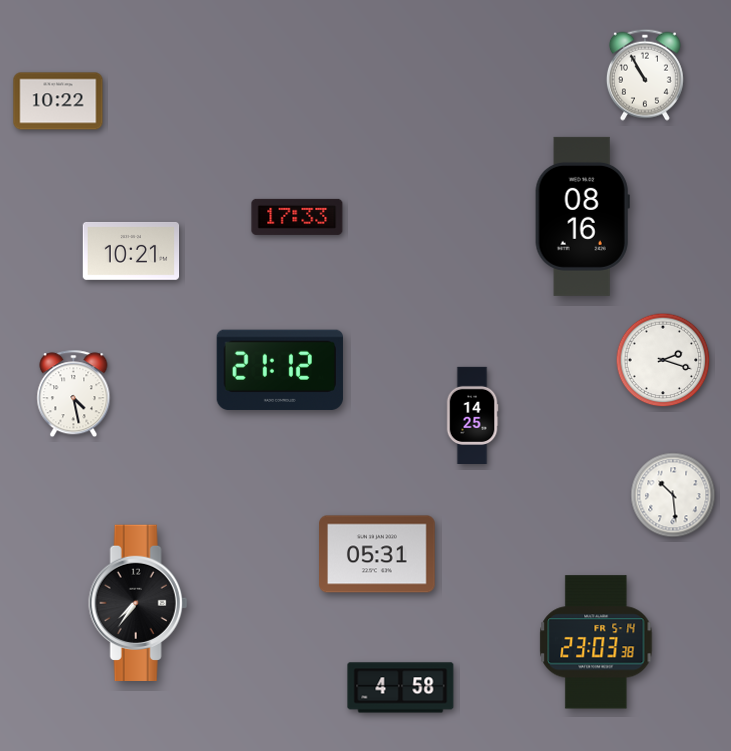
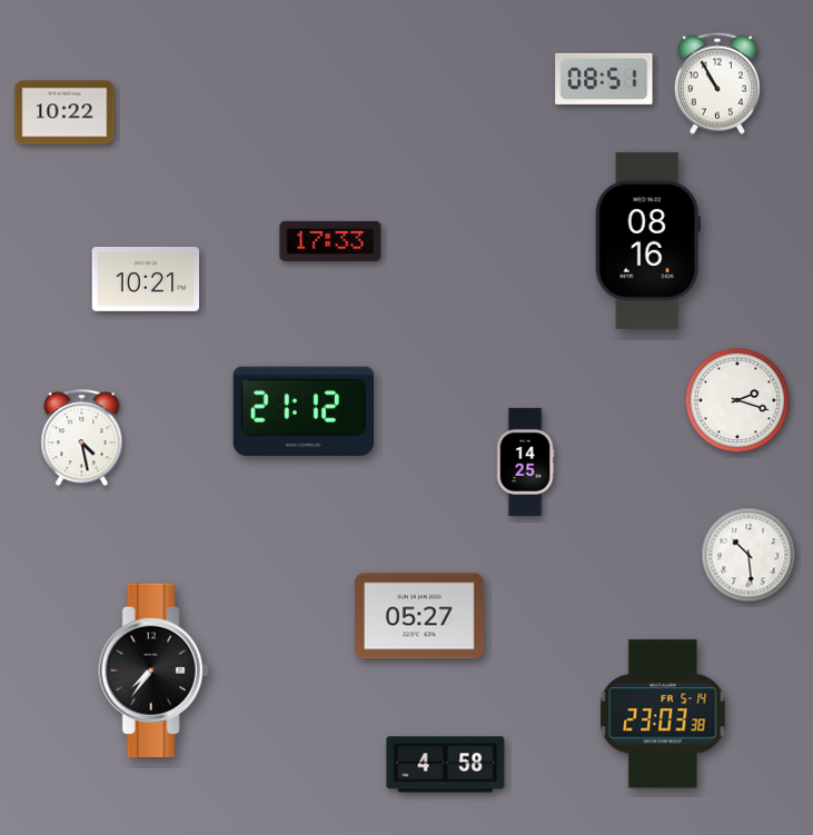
clock at (604, 79): none -> 08:51
clock at (280, 370) position: (280, 370) -> (304, 411)
clock at (673, 495) position: (673, 495) -> (748, 555)
clock at (377, 554): 05:31 -> 05:27
